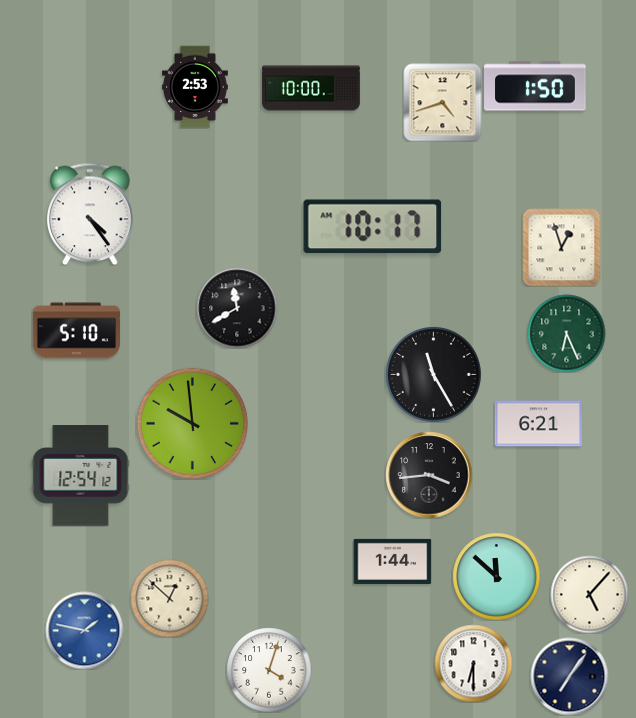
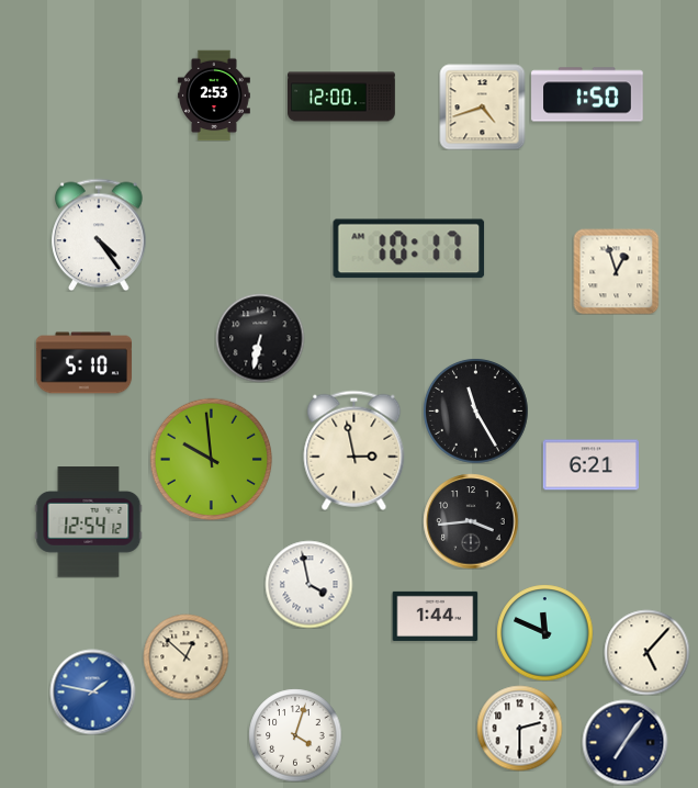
clock at (312, 88): 10:00 -> 12:00
clock at (442, 102) position: (442, 102) -> (482, 106)
clock at (237, 308): 11:40 -> 6:32
clock at (566, 333): 6:26 -> none
clock at (354, 450): none -> 2:58
clock at (192, 423) position: (192, 423) -> (211, 459)
clock at (308, 584): none -> 3:58
clock at (392, 561) position: (392, 561) -> (435, 616)
clock at (496, 576): 11:52 -> 11:49
clock at (473, 663): 6:30 -> 2:30
